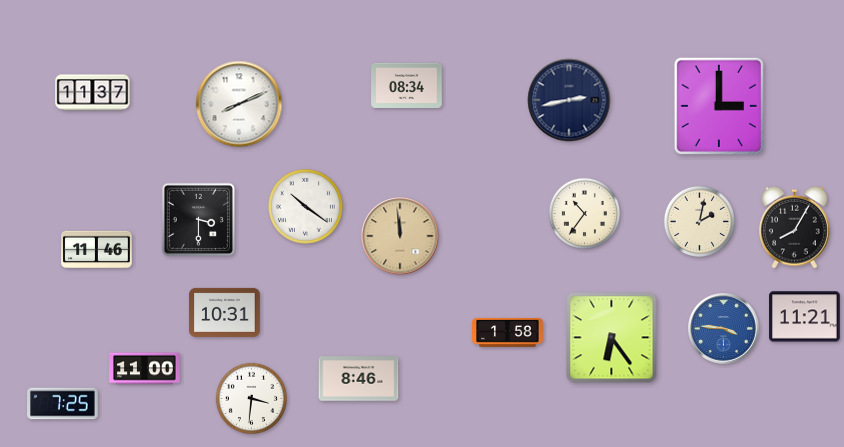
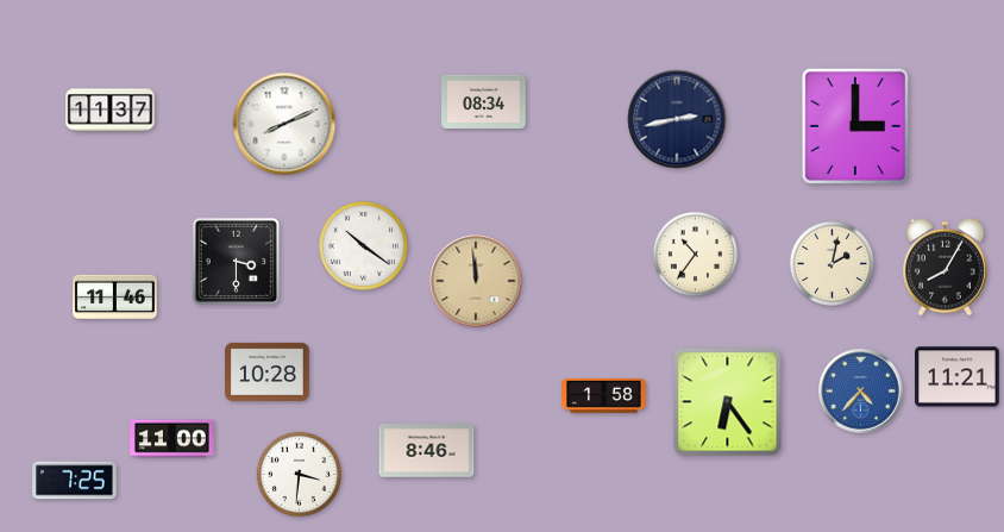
clock at (795, 227) position: (795, 227) -> (946, 267)
clock at (225, 312): 10:31 -> 10:28
clock at (724, 329): 3:46 -> 4:37
